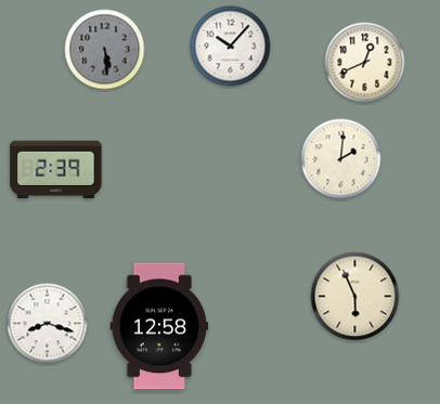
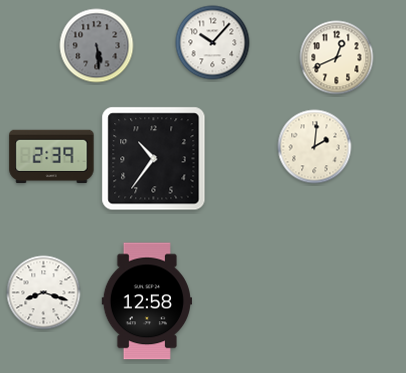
clock at (154, 159): none -> 10:36
clock at (355, 297): 5:56 -> none
clock at (48, 324) position: (48, 324) -> (44, 293)
